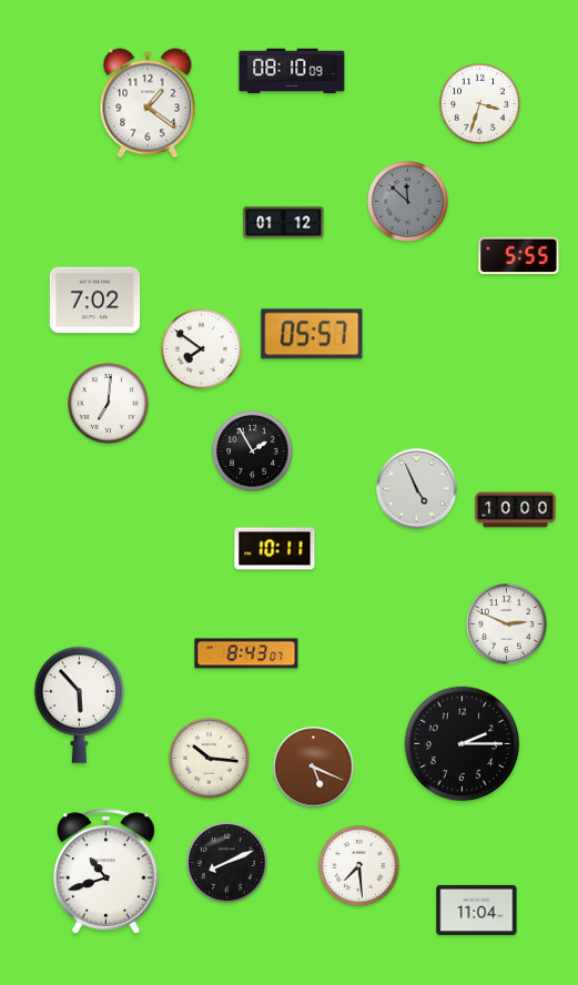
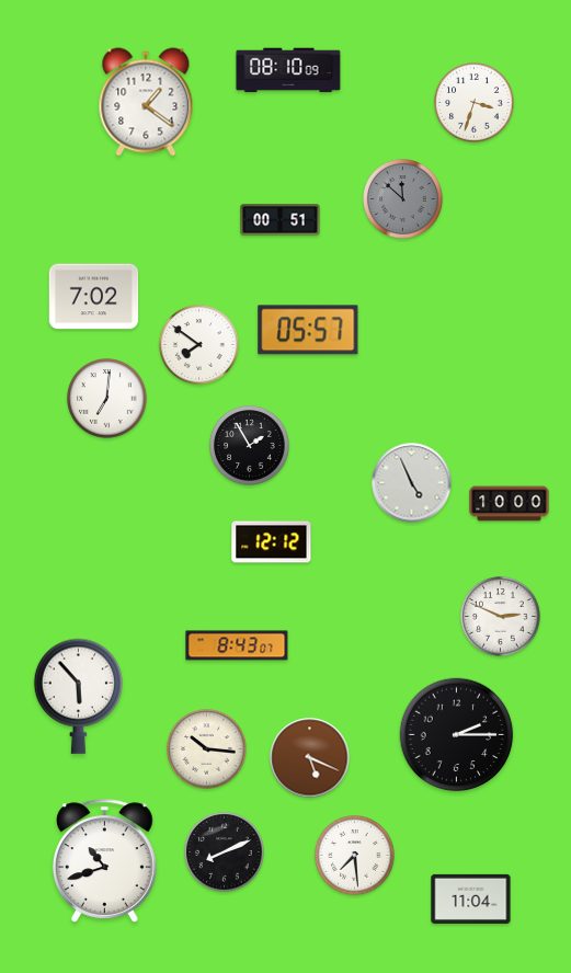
clock at (284, 223): 01:12 -> 00:51
clock at (519, 256): 5:55 -> none
clock at (275, 549): 10:11 -> 12:12
clock at (246, 653) position: (246, 653) -> (237, 645)
